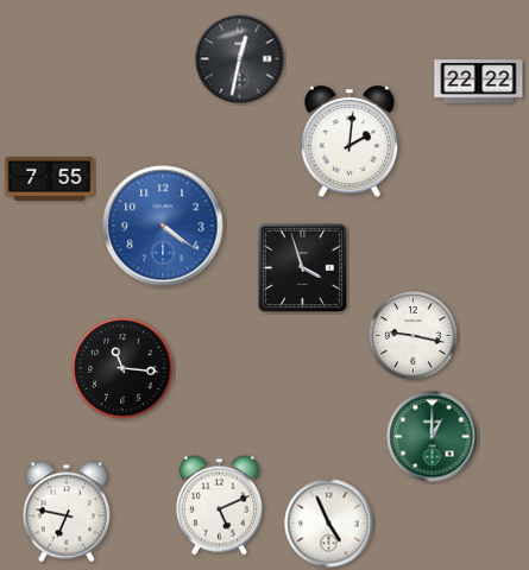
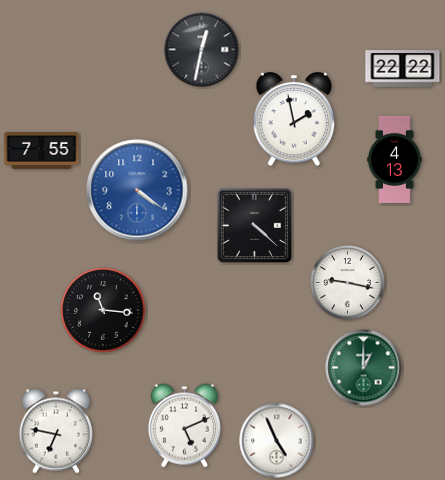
clock at (349, 142): 2:01 -> 1:58
clock at (395, 159): none -> 4:13
clock at (303, 268): 3:57 -> 4:22
